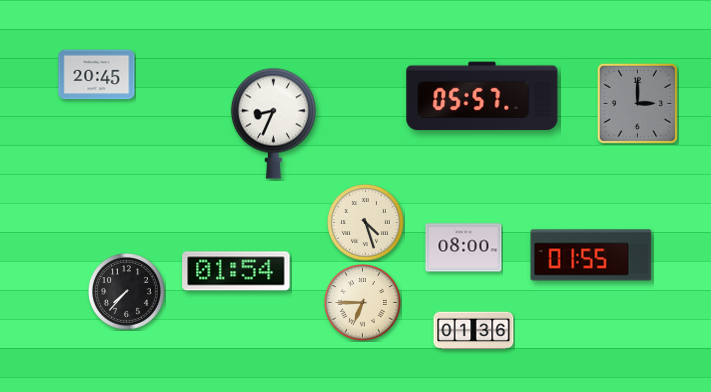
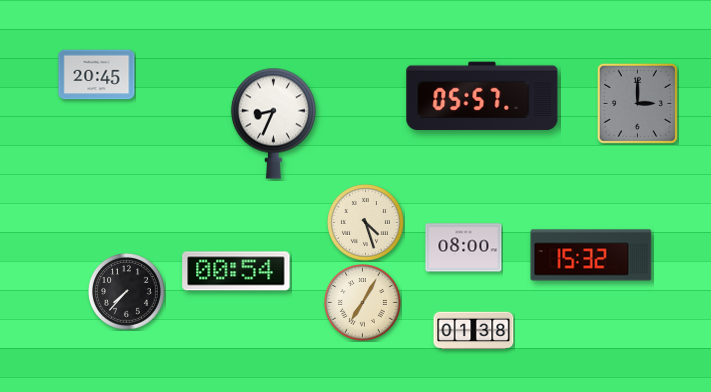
clock at (591, 255): 01:55 -> 15:32
clock at (236, 271): 01:54 -> 00:54
clock at (363, 303): 6:45 -> 7:05
clock at (474, 331): 01:36 -> 01:38
